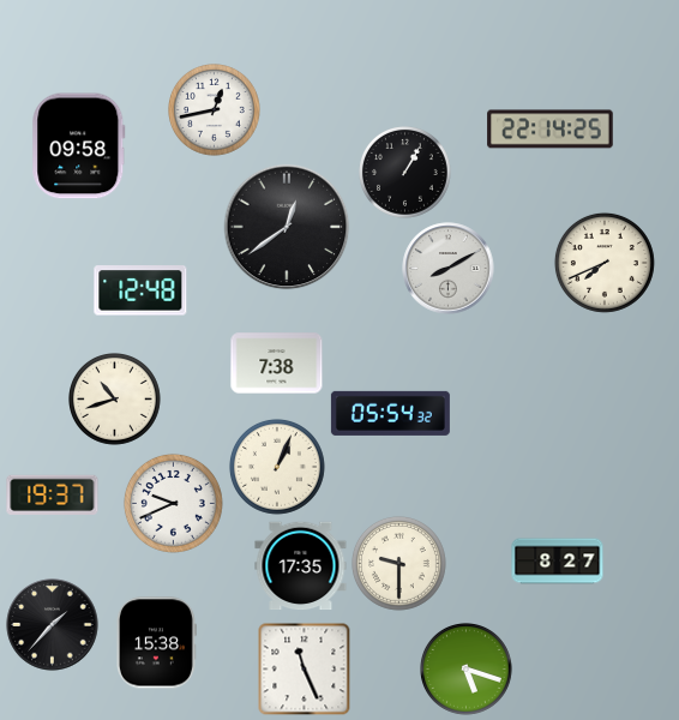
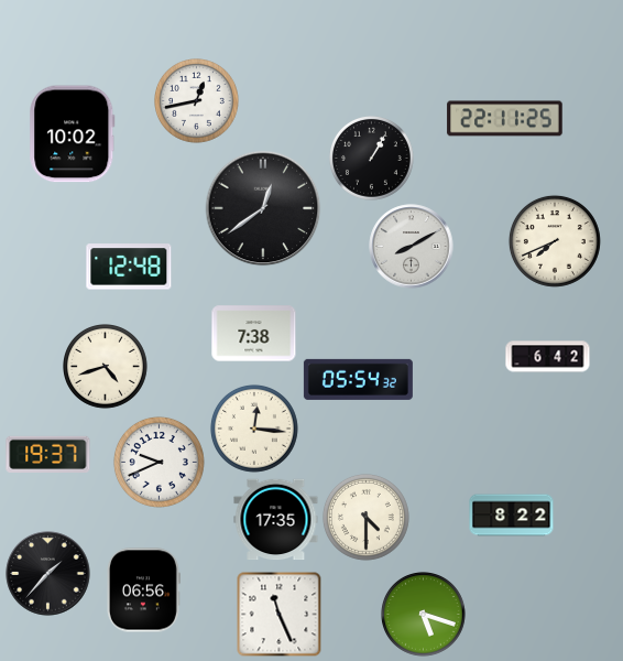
clock at (551, 130): 22:14 -> 22:11
clock at (79, 146): 09:58 -> 10:02
clock at (548, 357): none -> 6:42
clock at (115, 400): 10:42 -> 4:42
clock at (277, 467): 1:04 -> 12:16
clock at (558, 562): 8:27 -> 8:22
clock at (398, 563): 9:30 -> 4:30
clock at (156, 643): 15:38 -> 06:56
clock at (467, 670) position: (467, 670) -> (424, 615)
